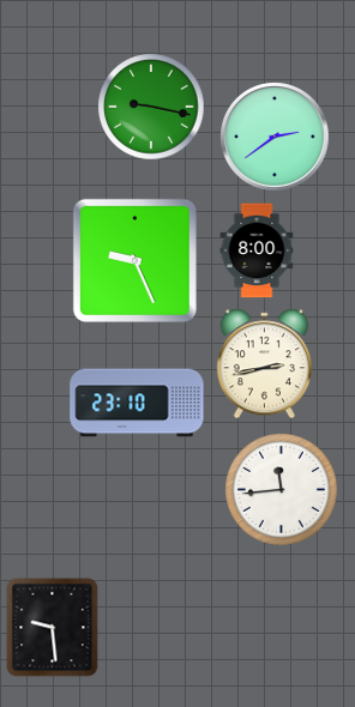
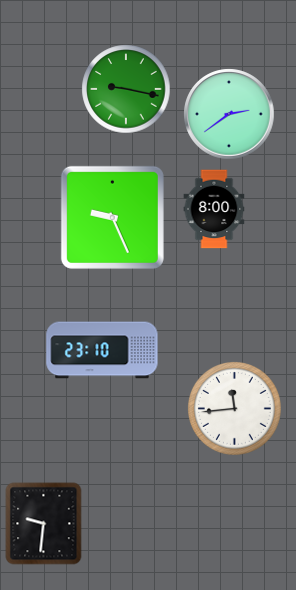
clock at (264, 363): 2:43 -> none
clock at (137, 403) position: (137, 403) -> (102, 350)
clock at (53, 627): 9:29 -> 9:31
